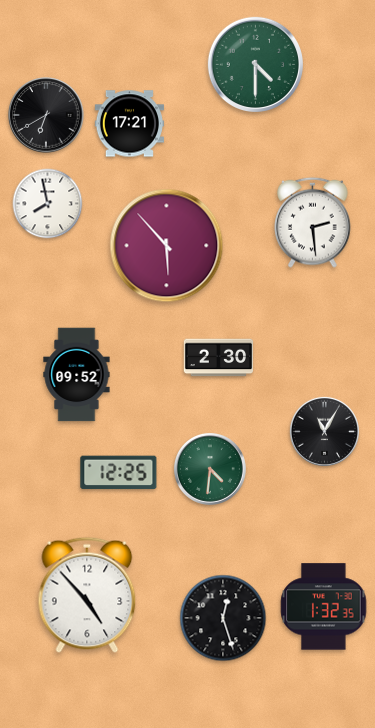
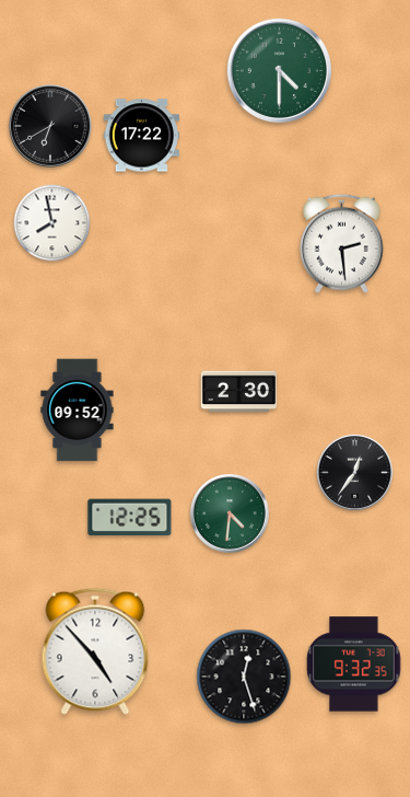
clock at (129, 124): 17:21 -> 17:22
clock at (167, 246): 5:53 -> none
clock at (77, 375) position: (77, 375) -> (78, 411)
clock at (324, 431): 11:05 -> 12:36
clock at (324, 607): 1:32 -> 9:32
